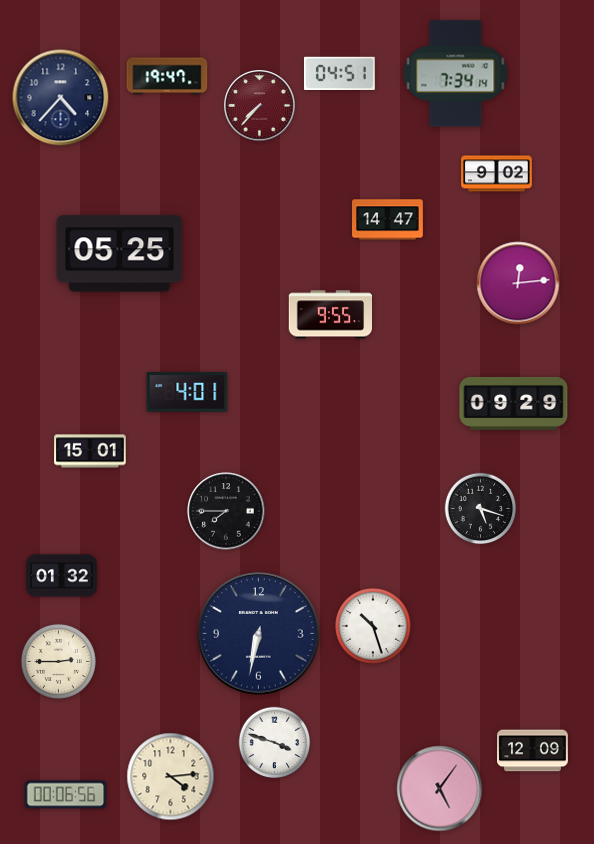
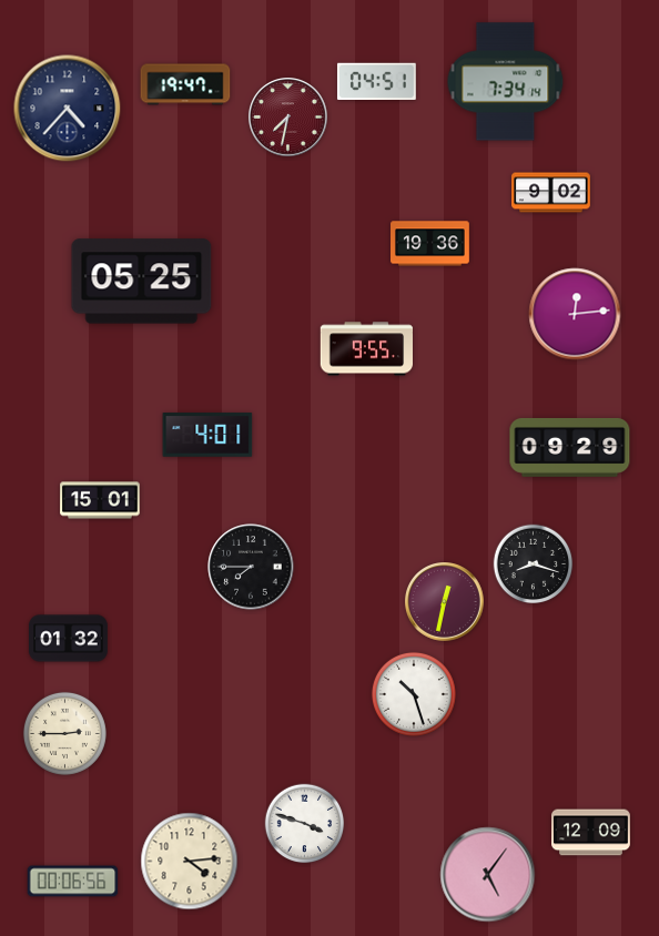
clock at (260, 106): 7:37 -> 7:32
clock at (388, 220): 14:47 -> 19:36
clock at (120, 254) position: (120, 254) -> (142, 282)
clock at (481, 509): 5:18 -> 8:18
clock at (445, 602): none -> 12:32
clock at (259, 634): 6:32 -> none
